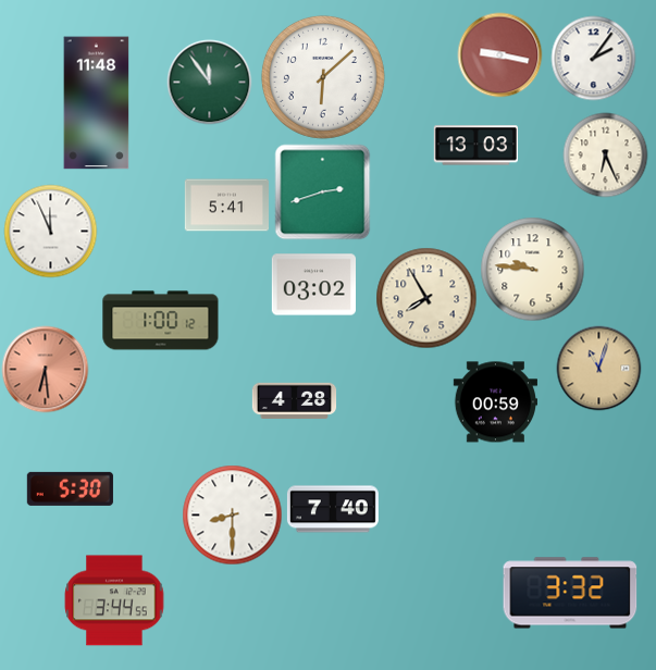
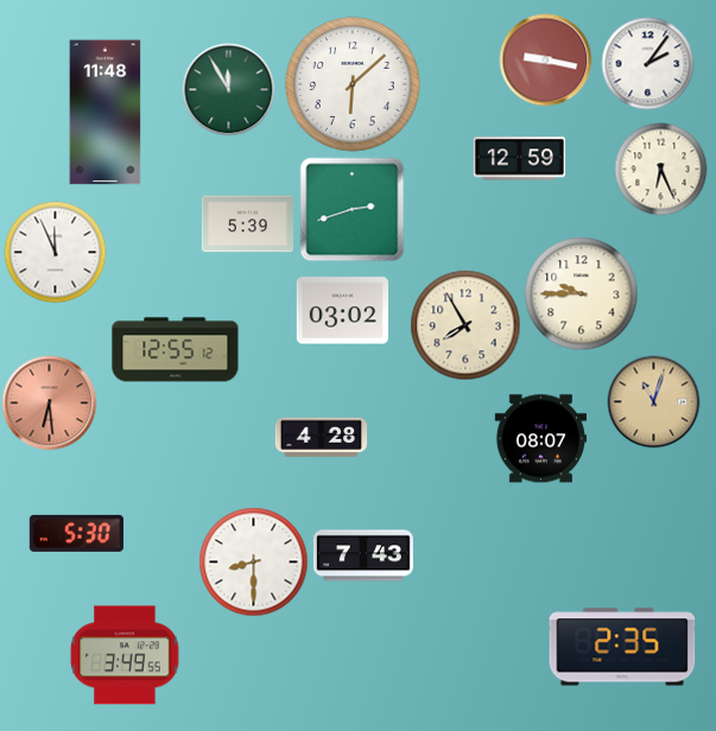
clock at (209, 82): 11:54 -> 11:55
clock at (475, 146): 13:03 -> 12:59
clock at (226, 206): 5:41 -> 5:39
clock at (532, 269): 9:46 -> 9:45
clock at (161, 321): 1:00 -> 12:55
clock at (495, 402): 00:59 -> 08:07
clock at (333, 509): 7:40 -> 7:43
clock at (570, 593): 3:32 -> 2:35
clock at (114, 600): 3:44 -> 3:49
